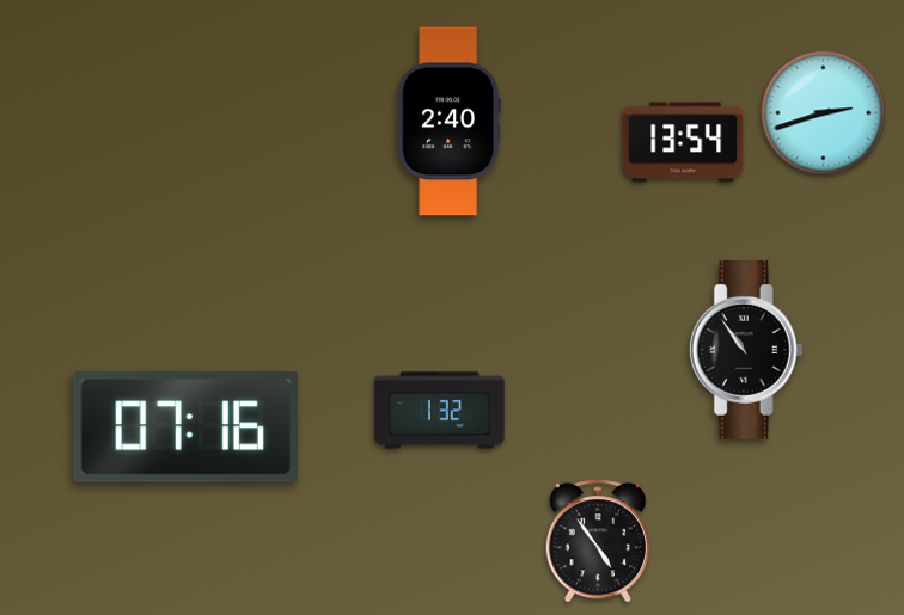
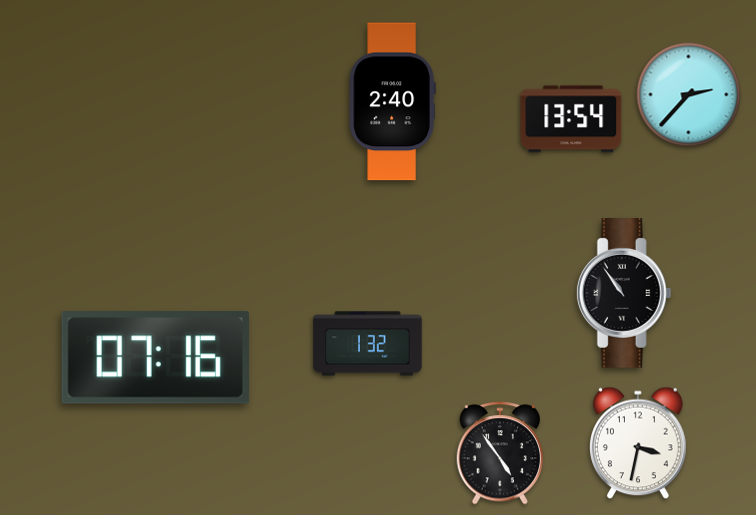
clock at (824, 113): 2:42 -> 2:37
clock at (448, 122) position: (448, 122) -> (392, 102)
clock at (639, 443): none -> 3:32
